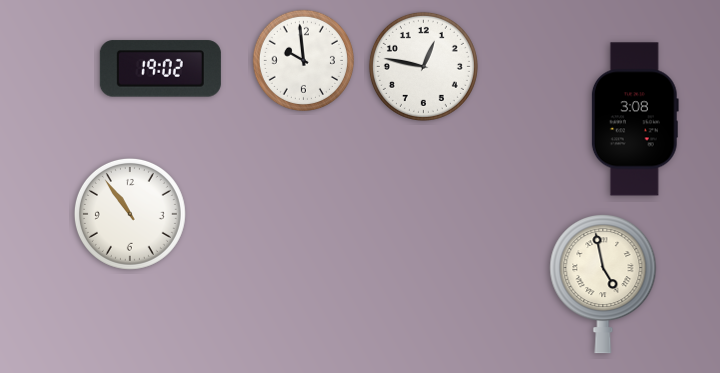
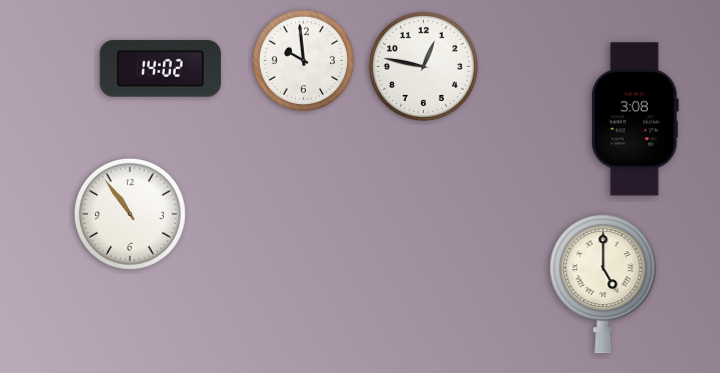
clock at (160, 69): 19:02 -> 14:02
clock at (603, 285): 4:58 -> 5:00
